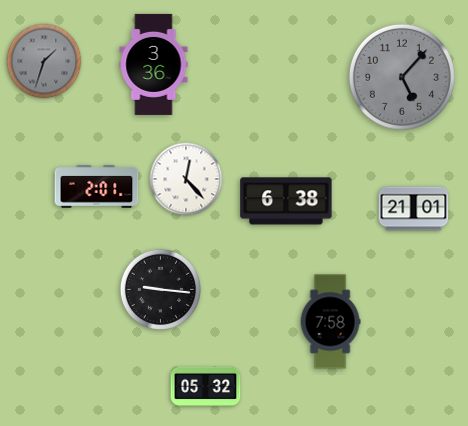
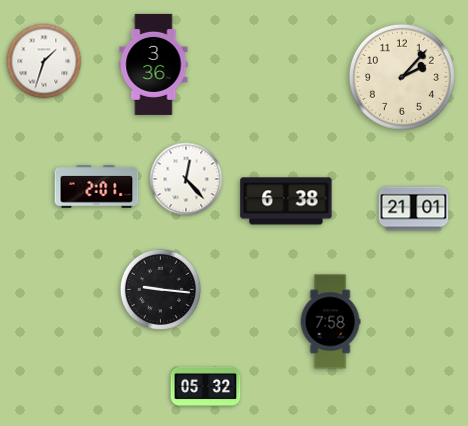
clock at (44, 61) dial: grey -> white
clock at (402, 77): 5:07 -> 2:07
clock at (402, 77) dial: grey -> cream
